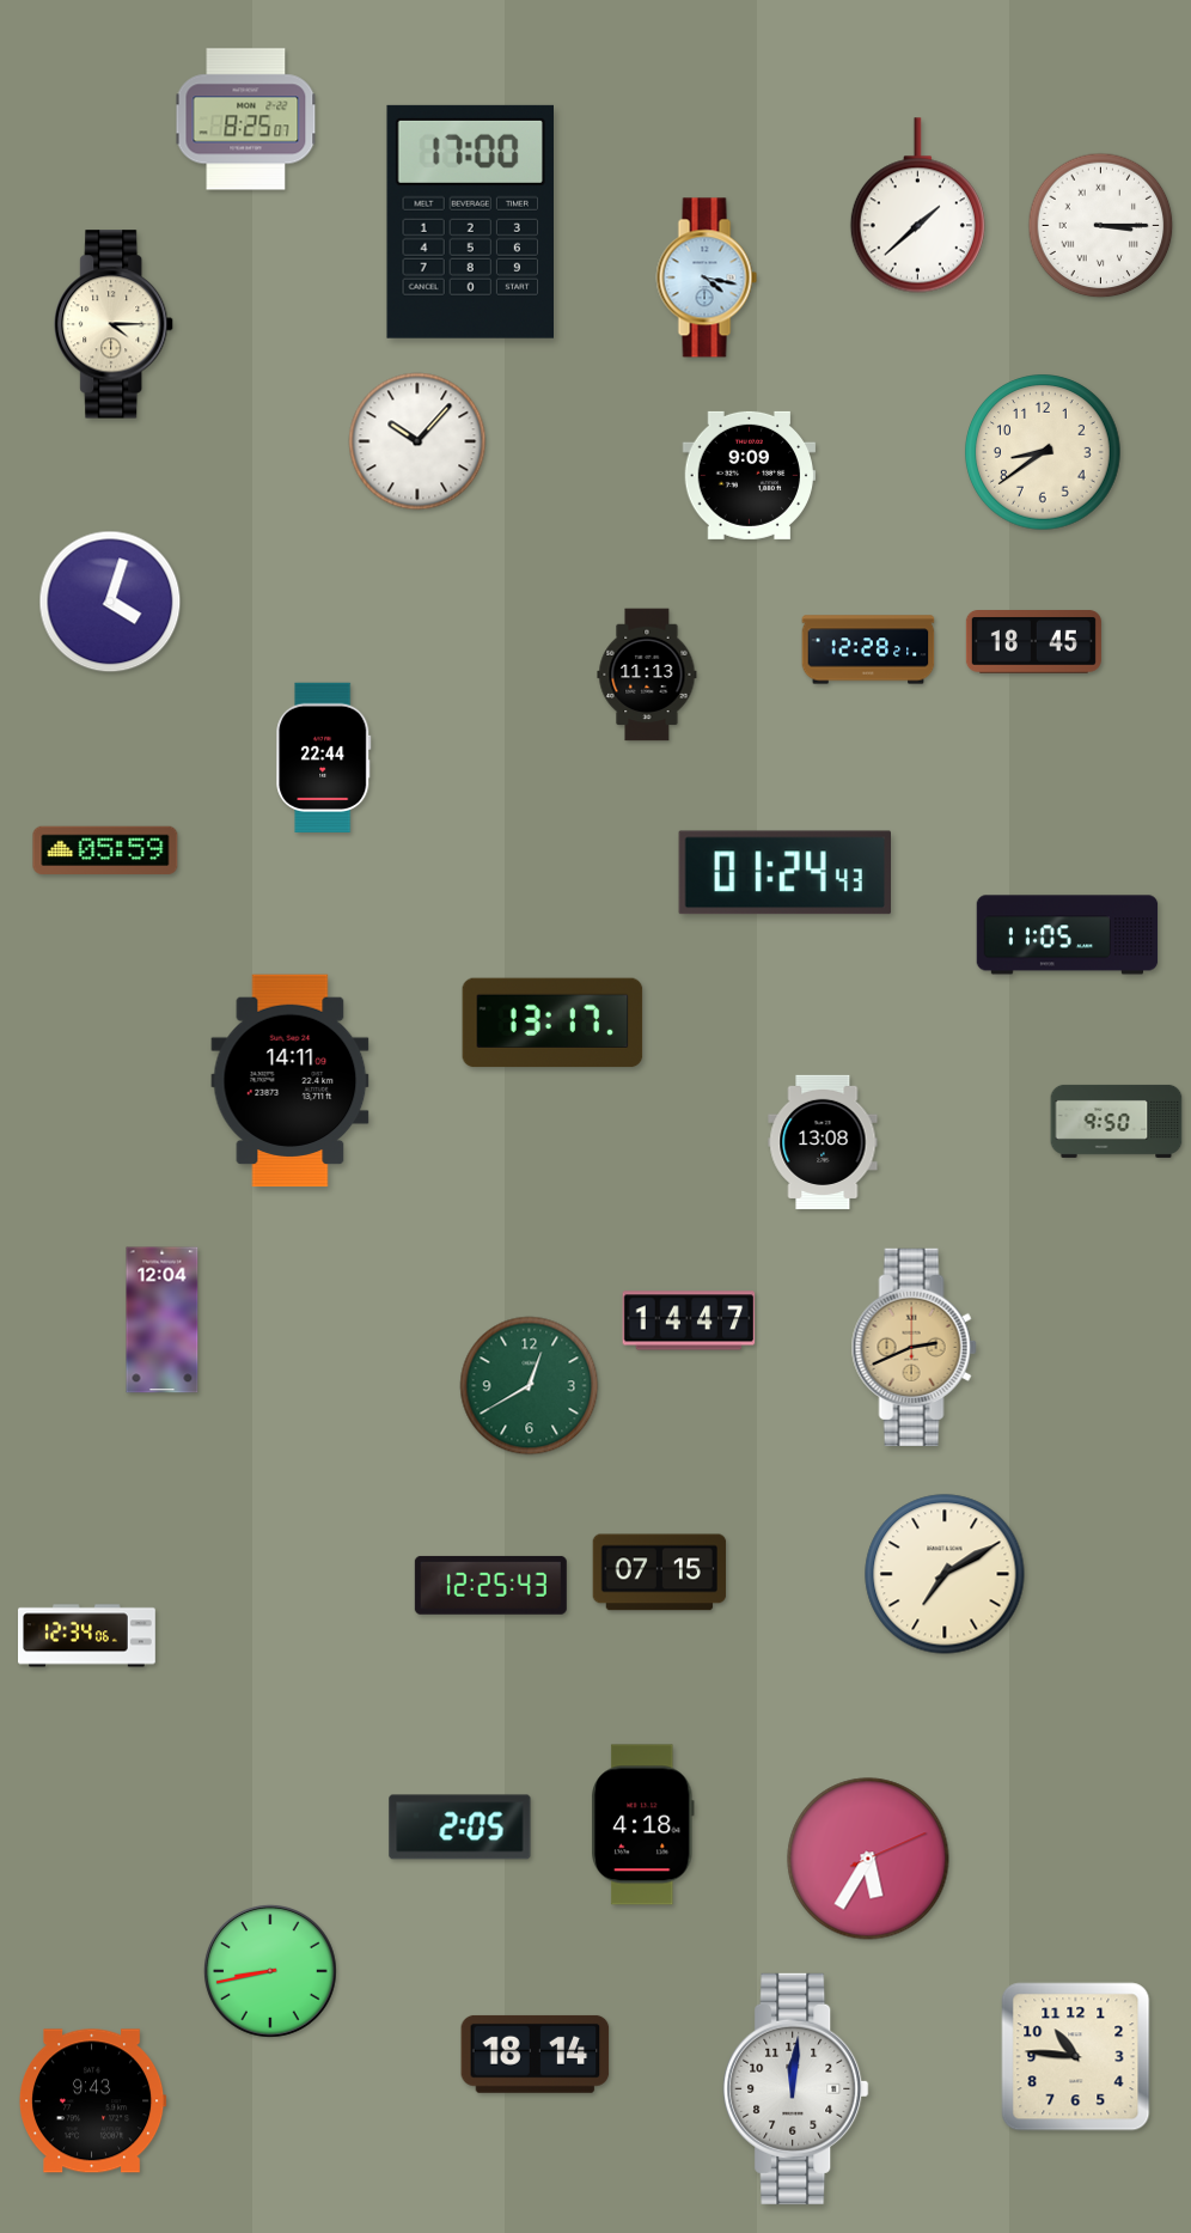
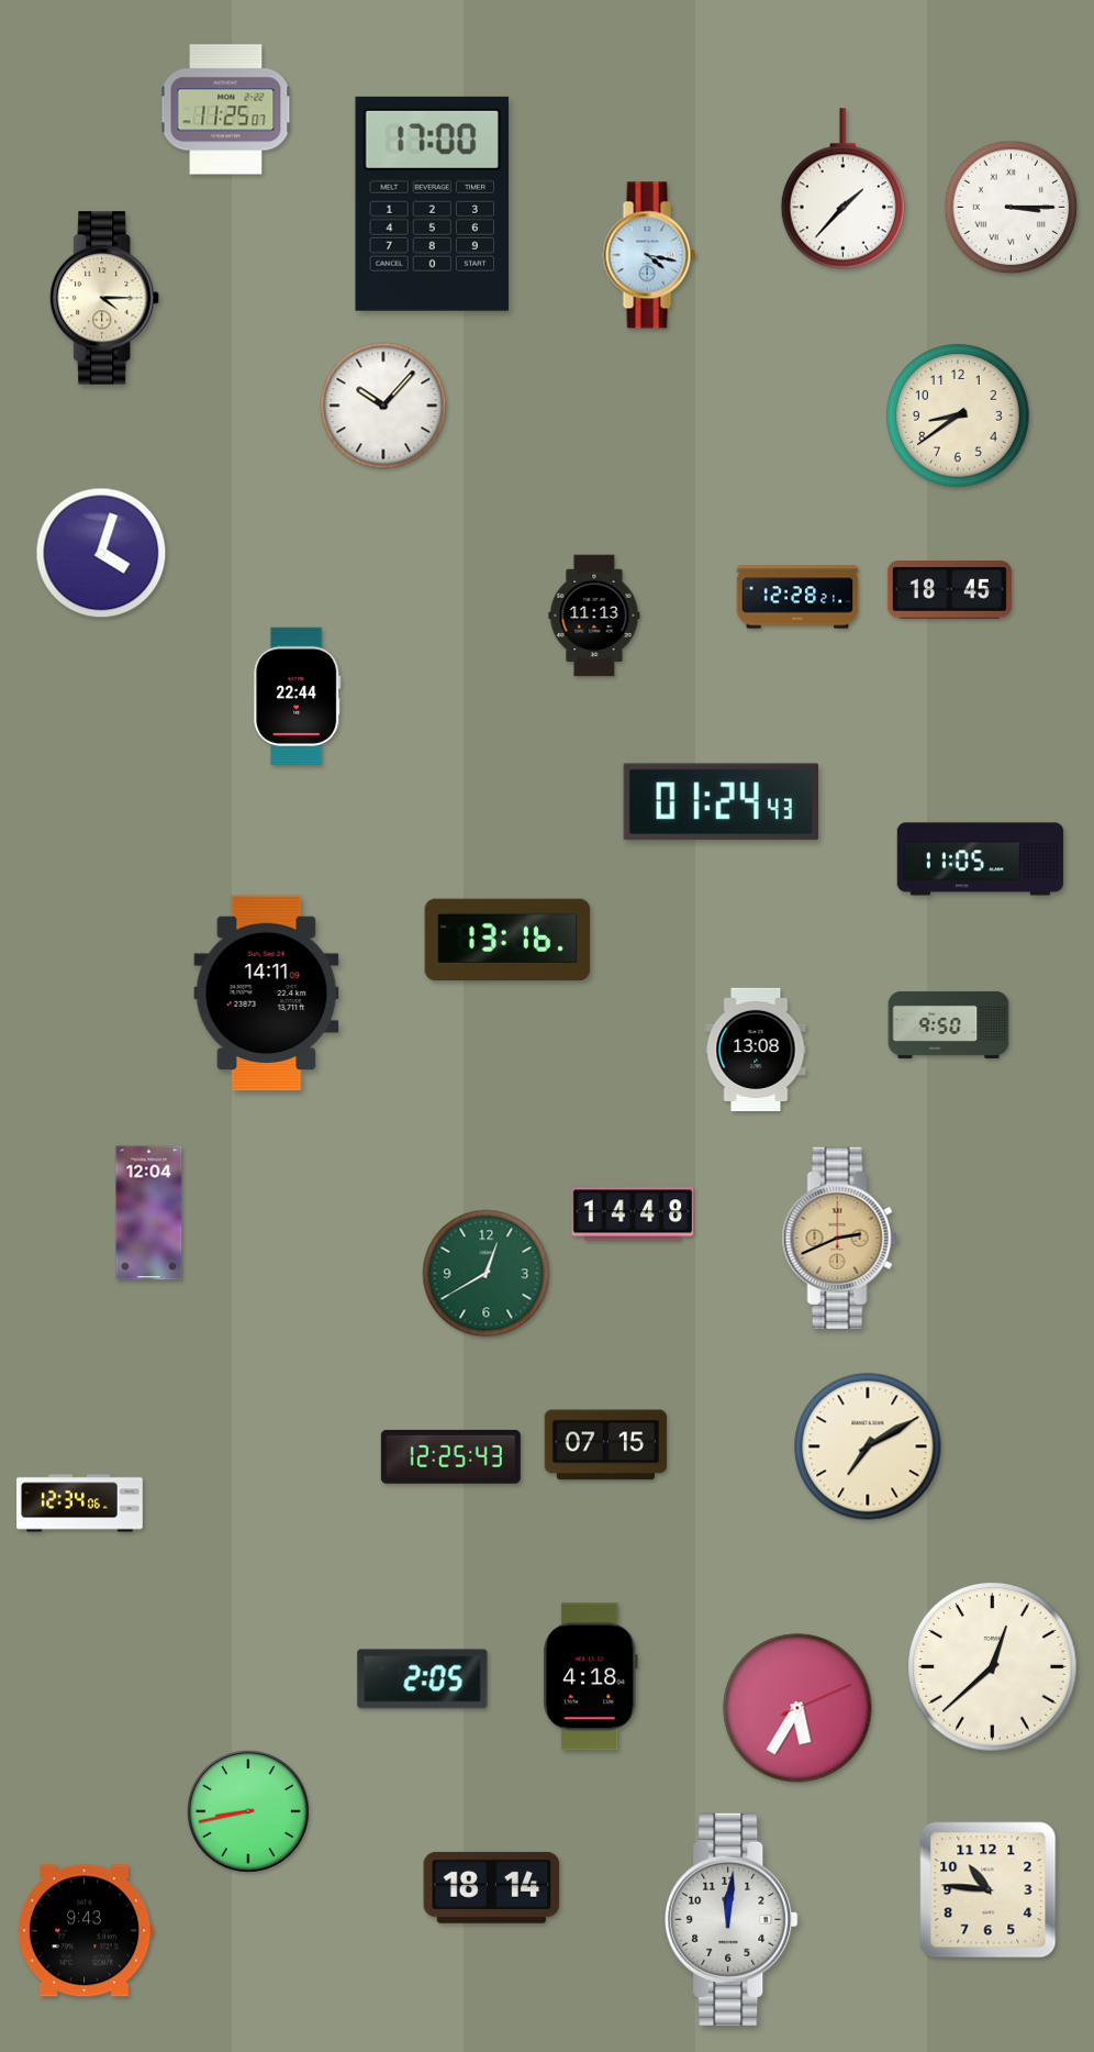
clock at (246, 120): 8:25 -> 11:25
clock at (917, 206): 1:38 -> 1:37
clock at (750, 475): 9:09 -> none
clock at (647, 675) position: (647, 675) -> (594, 615)
clock at (105, 850): 05:59 -> none
clock at (552, 1023): 13:17 -> 13:16
clock at (1117, 1121) position: (1117, 1121) -> (949, 1024)
clock at (689, 1320): 14:47 -> 14:48
clock at (993, 1667): none -> 12:38
